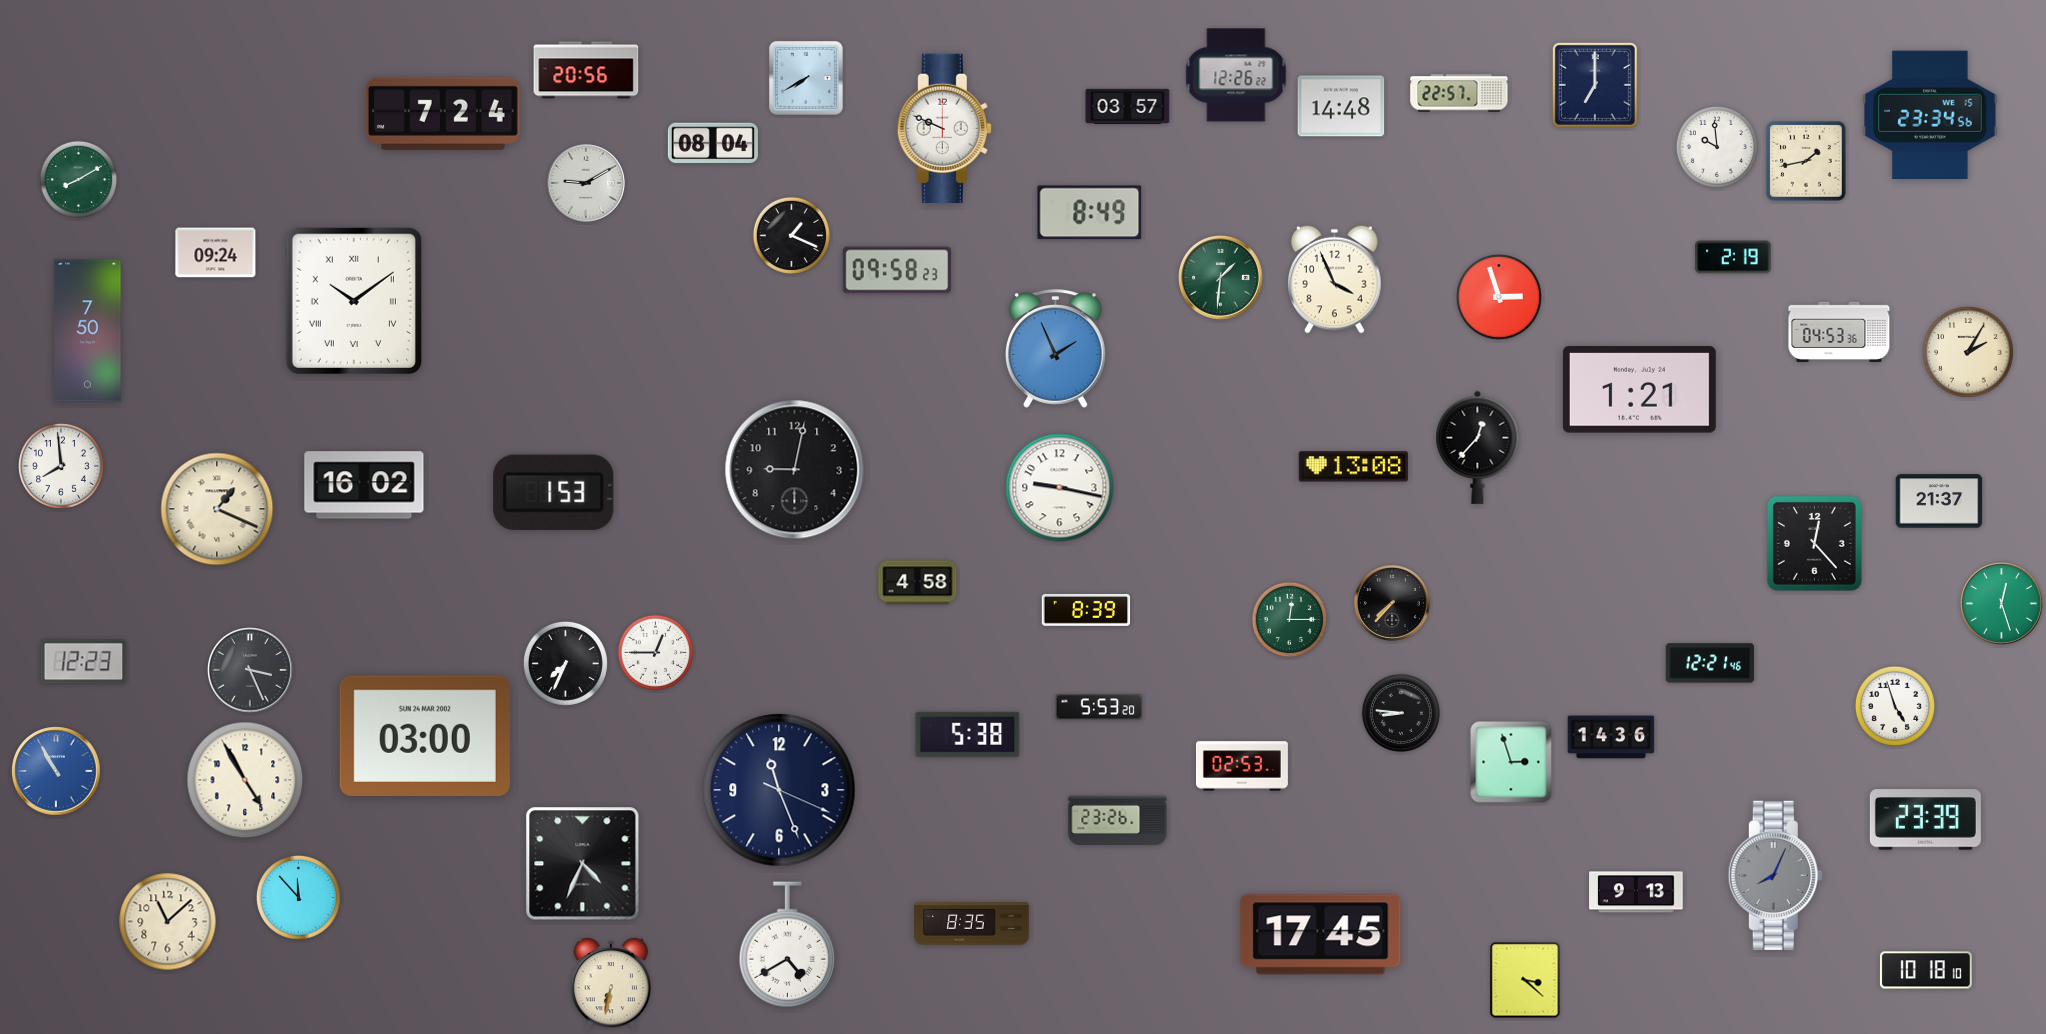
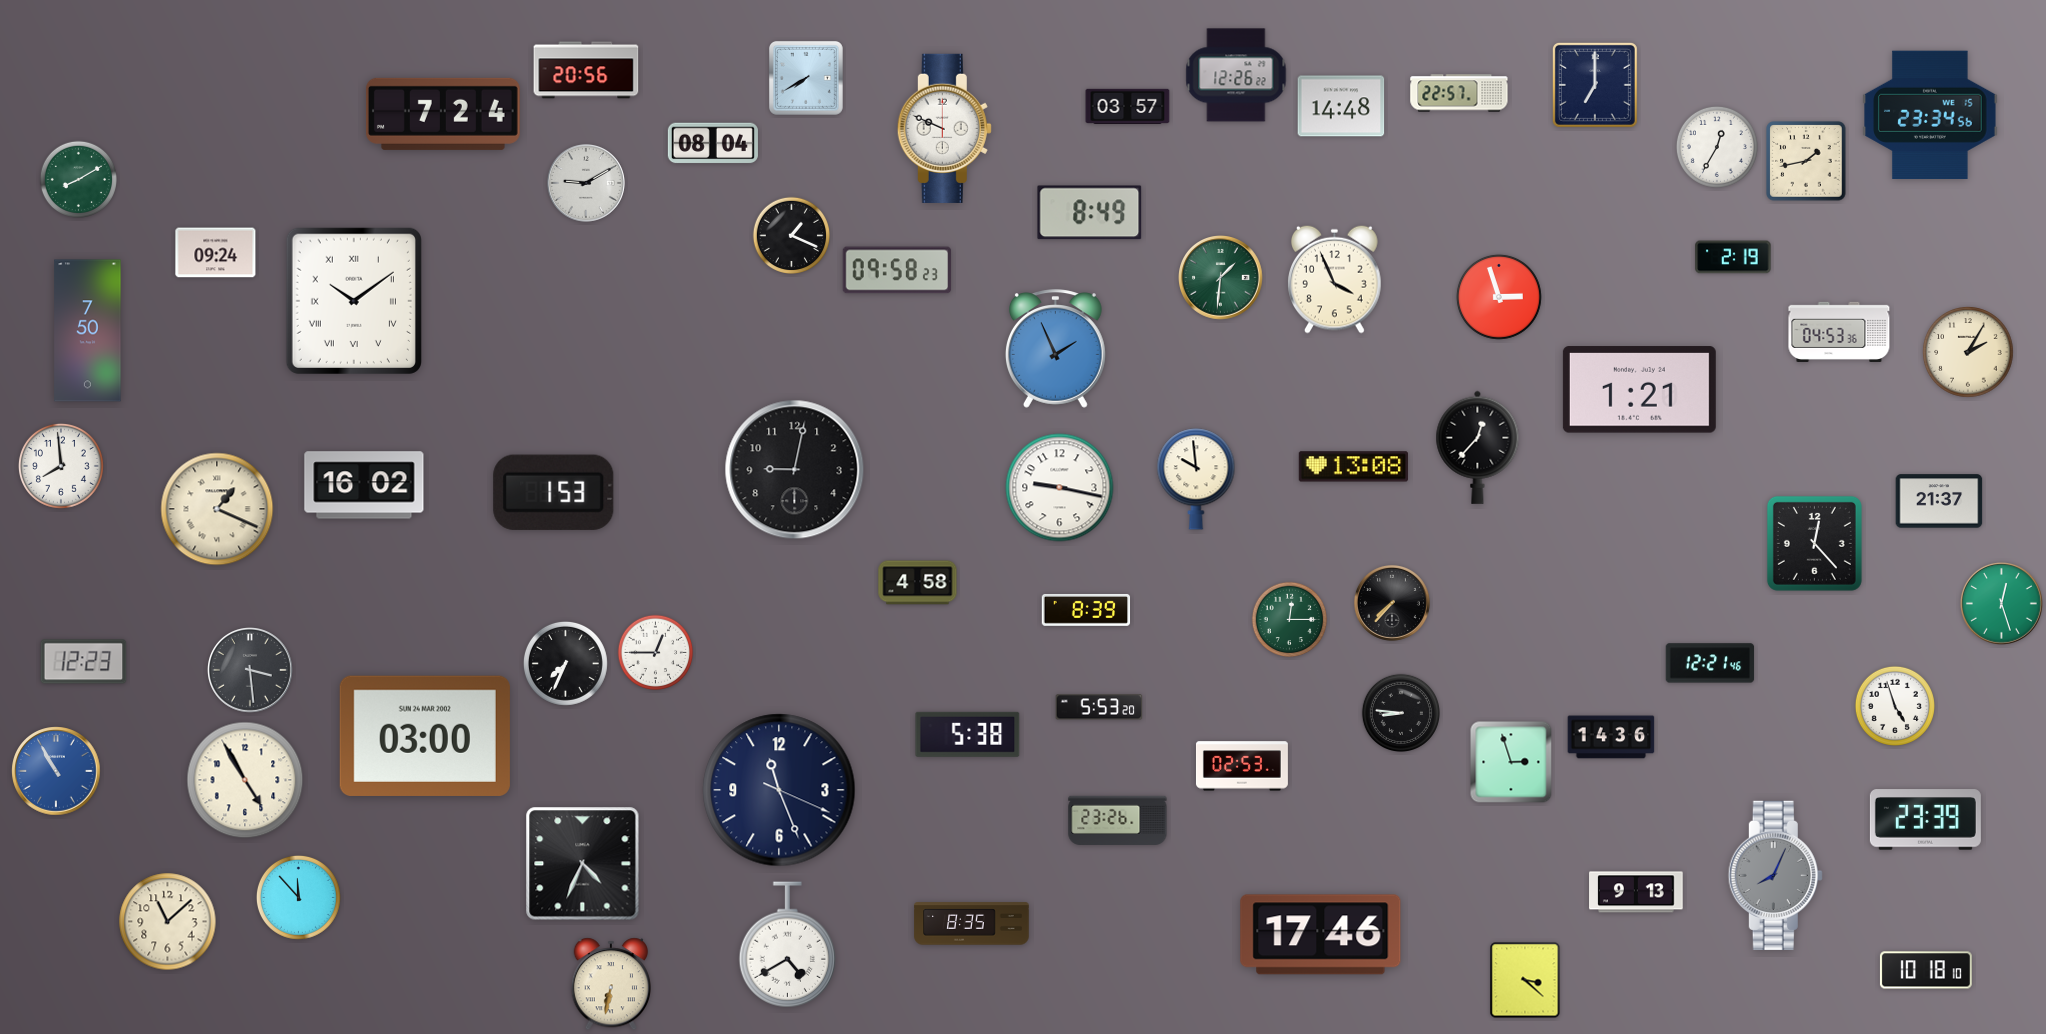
clock at (1717, 147): 9:59 -> 12:35
clock at (1196, 479): none -> 9:59
clock at (251, 671): 3:26 -> 3:29
clock at (1321, 935): 17:45 -> 17:46
